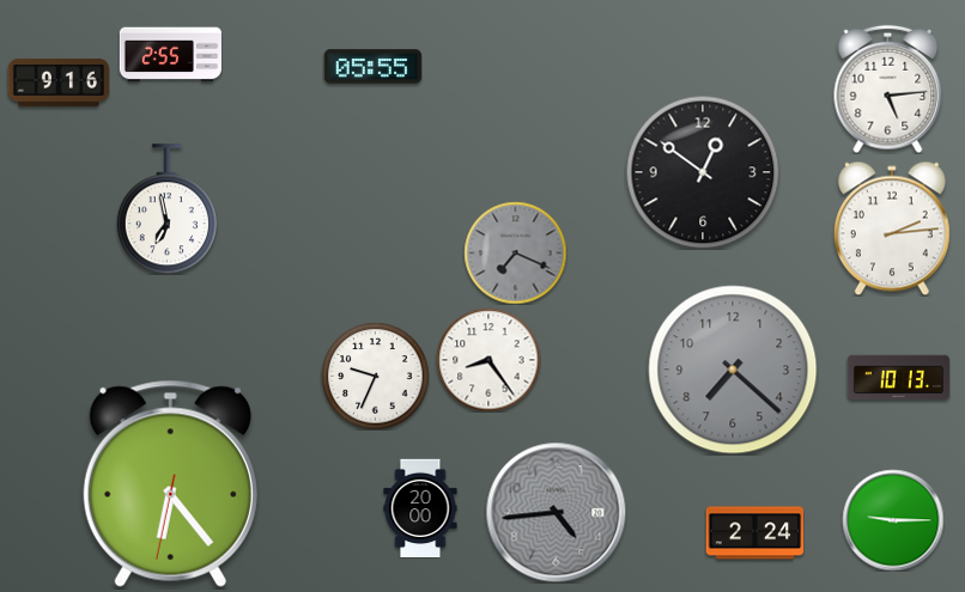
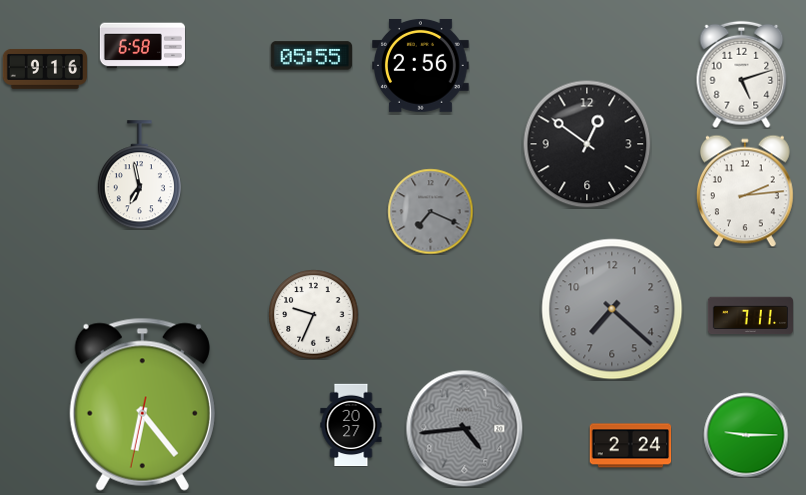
clock at (170, 55): 2:55 -> 6:58
clock at (421, 65): none -> 2:56
clock at (57, 83) position: (57, 83) -> (44, 69)
clock at (888, 89): 5:14 -> 5:12
clock at (488, 360): 8:24 -> none
clock at (898, 378): 10:13 -> 7:11
clock at (420, 508): 20:00 -> 20:27
